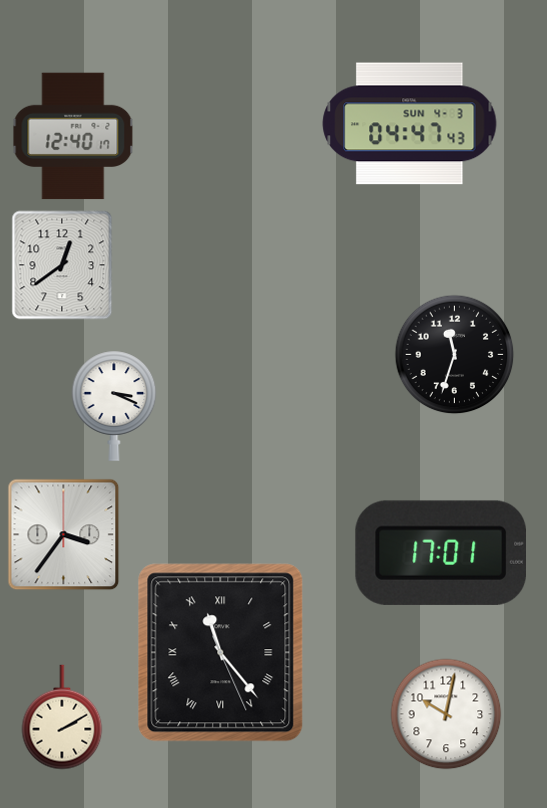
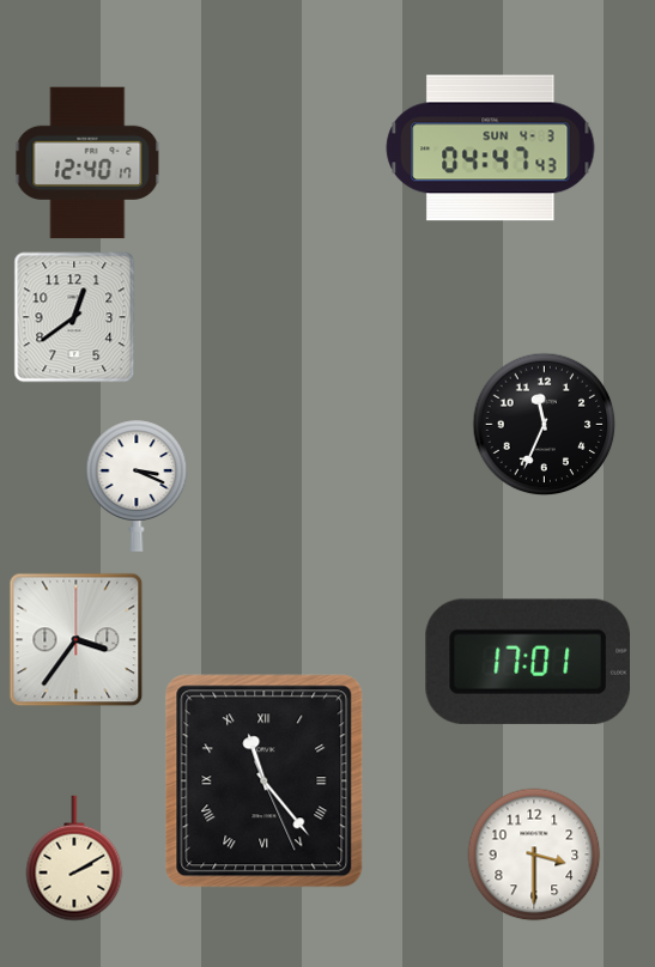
clock at (455, 355): 11:33 -> 11:34
clock at (446, 714): 10:02 -> 3:30
